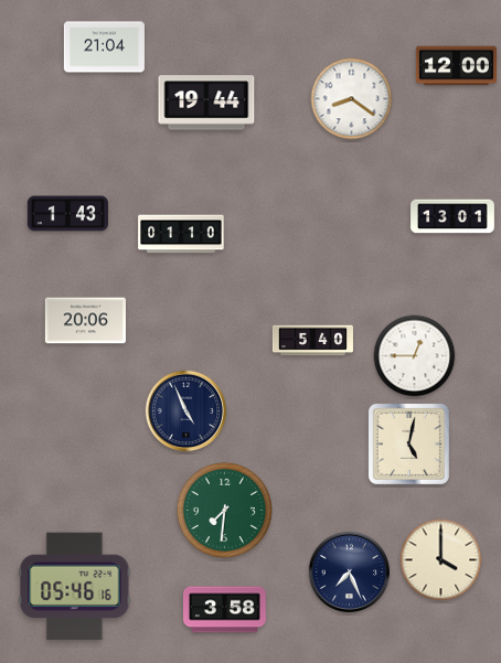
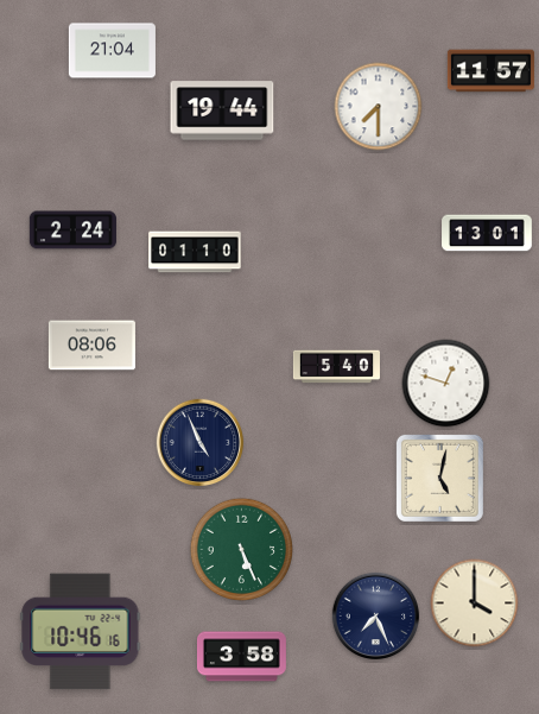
clock at (456, 66): 12:00 -> 11:57
clock at (352, 99): 8:21 -> 7:30
clock at (67, 214): 1:43 -> 2:24
clock at (85, 321): 20:06 -> 08:06
clock at (415, 356): 12:45 -> 12:48
clock at (224, 510): 7:31 -> 5:26
clock at (75, 587): 05:46 -> 10:46
